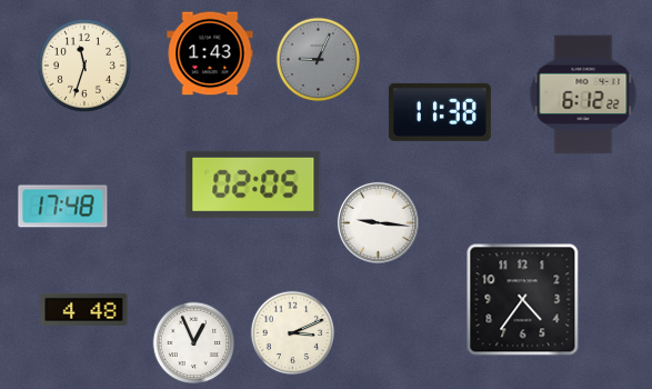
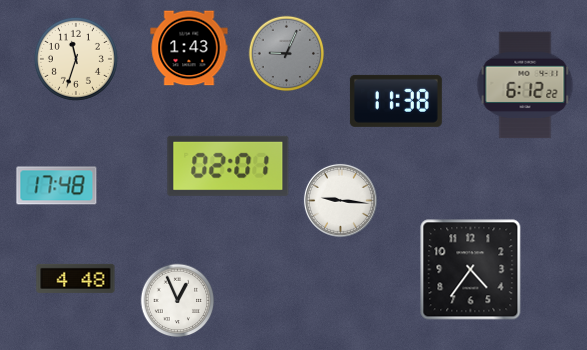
clock at (253, 184): 02:05 -> 02:01
clock at (293, 333): 3:11 -> none
clock at (194, 343) position: (194, 343) -> (178, 301)
